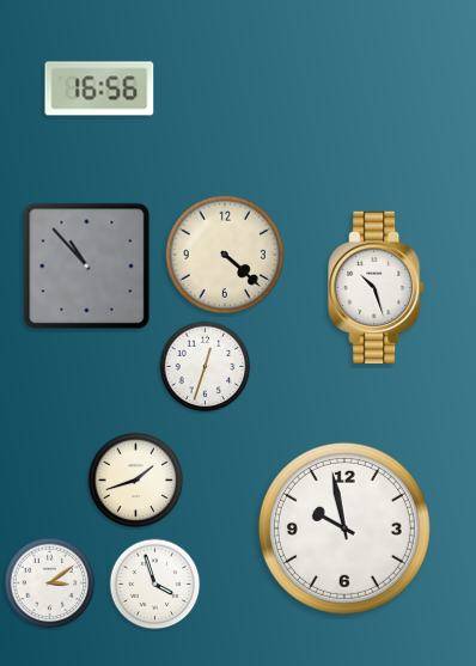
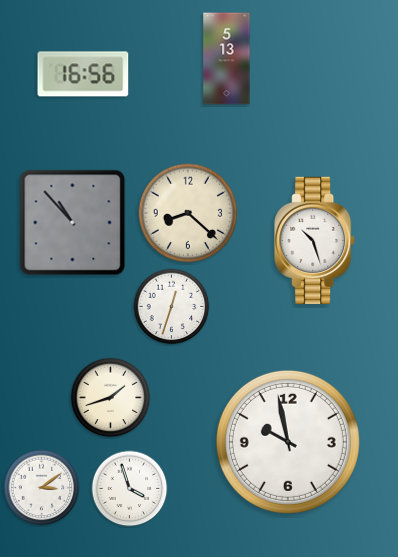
clock at (227, 59): none -> 5:13
clock at (225, 255): 4:22 -> 8:22
clock at (136, 481) position: (136, 481) -> (111, 398)
